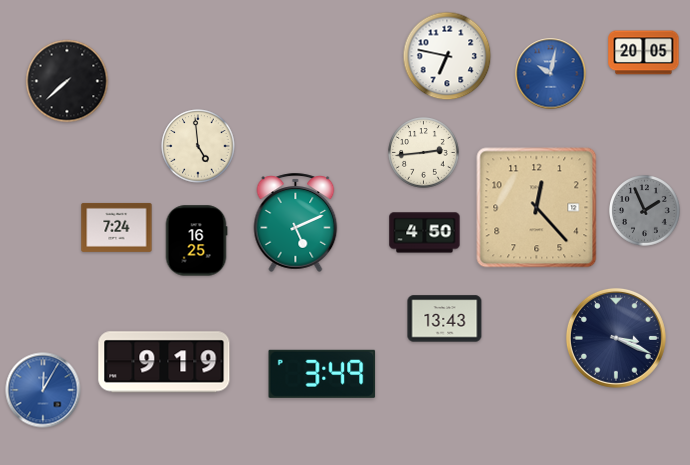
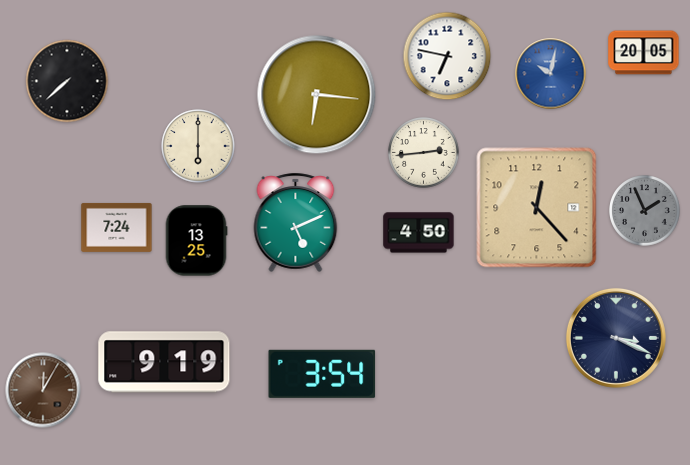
clock at (317, 95): none -> 6:16
clock at (198, 146): 4:59 -> 6:00
clock at (425, 233) position: (425, 233) -> (419, 233)
clock at (196, 241): 16:25 -> 13:25
clock at (445, 319): 13:43 -> none
clock at (322, 374): 3:49 -> 3:54
clock at (43, 390) dial: blue -> brown
